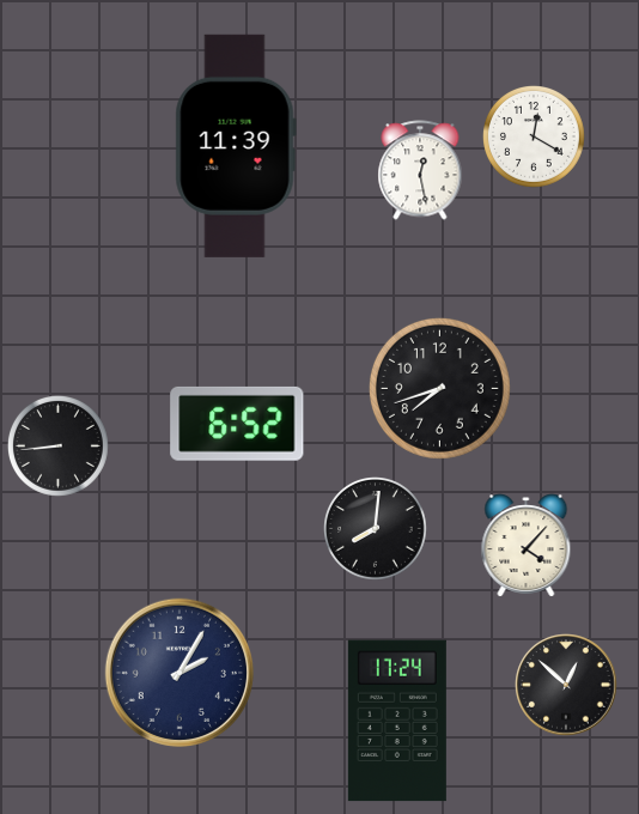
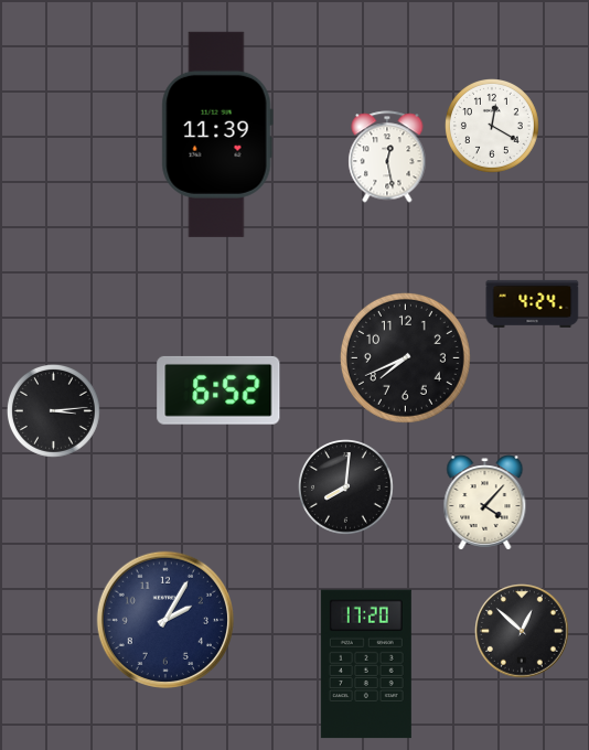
clock at (533, 303): none -> 4:24
clock at (439, 388): 7:42 -> 7:41
clock at (57, 445): 8:44 -> 3:14
clock at (397, 721): 17:24 -> 17:20
